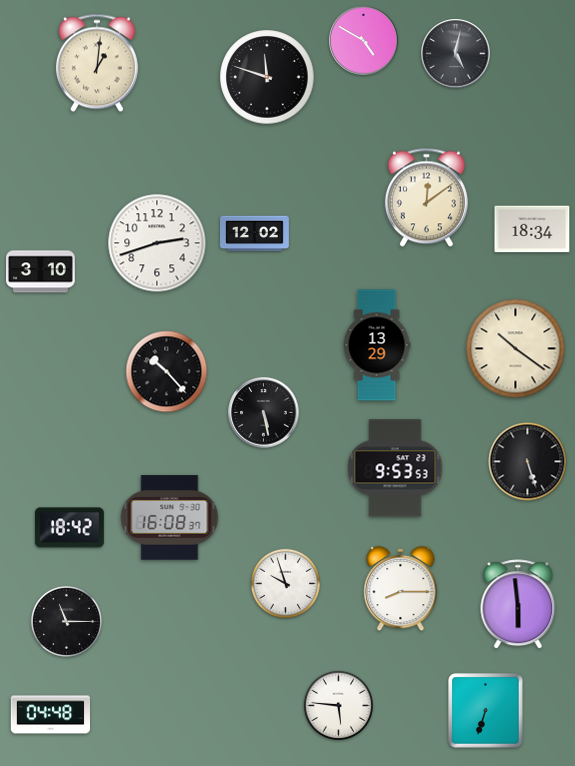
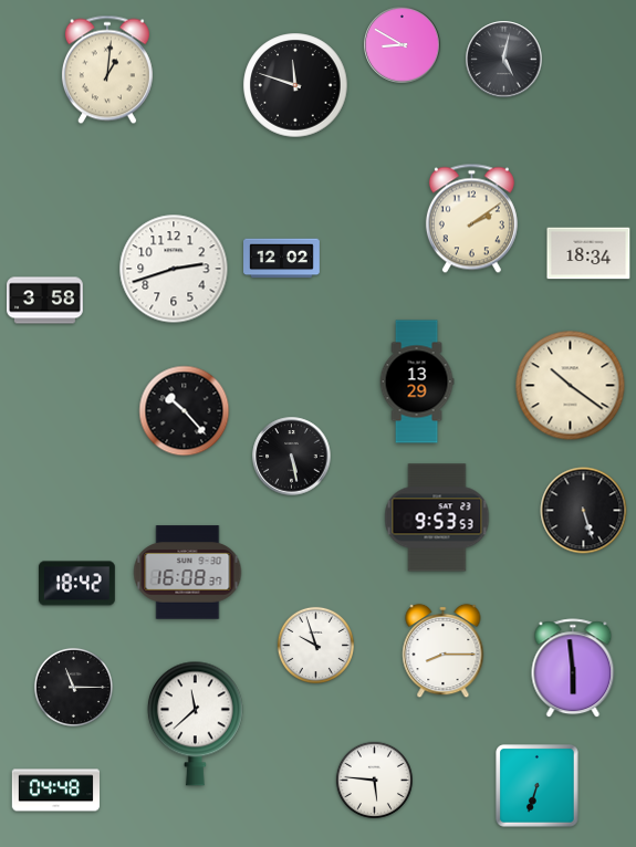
clock at (364, 41): 4:50 -> 8:50
clock at (426, 198): 12:09 -> 2:09
clock at (41, 272): 3:10 -> 3:58
clock at (195, 723): none -> 11:38
